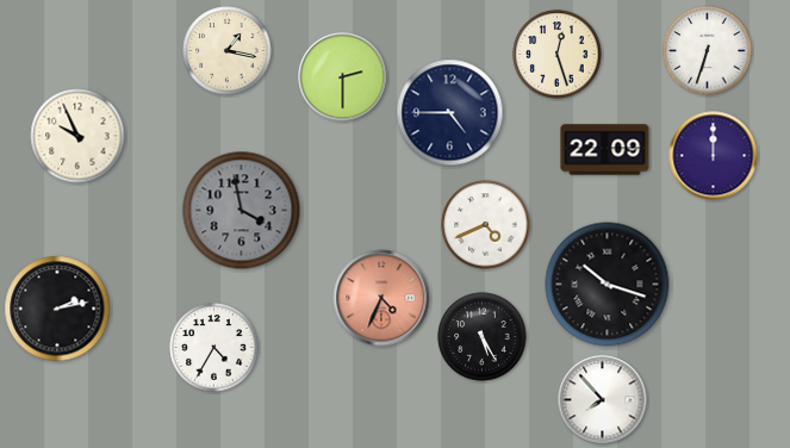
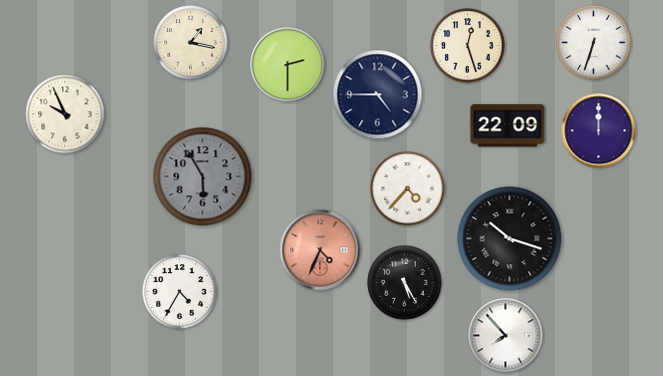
clock at (242, 211): 3:58 -> 5:55
clock at (486, 225): 4:41 -> 4:37
clock at (57, 309): 2:13 -> none
